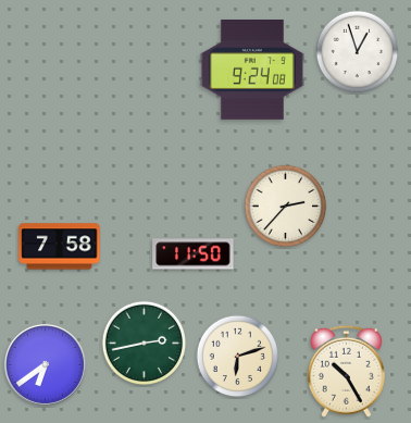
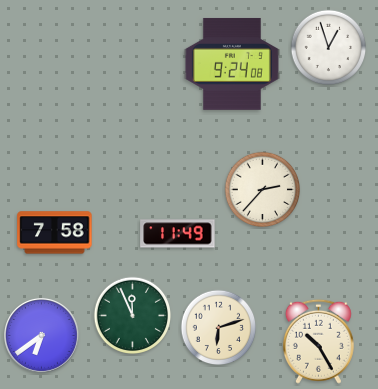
clock at (60, 247) position: (60, 247) -> (55, 233)
clock at (194, 254): 11:50 -> 11:49
clock at (145, 344): 2:43 -> 11:56
